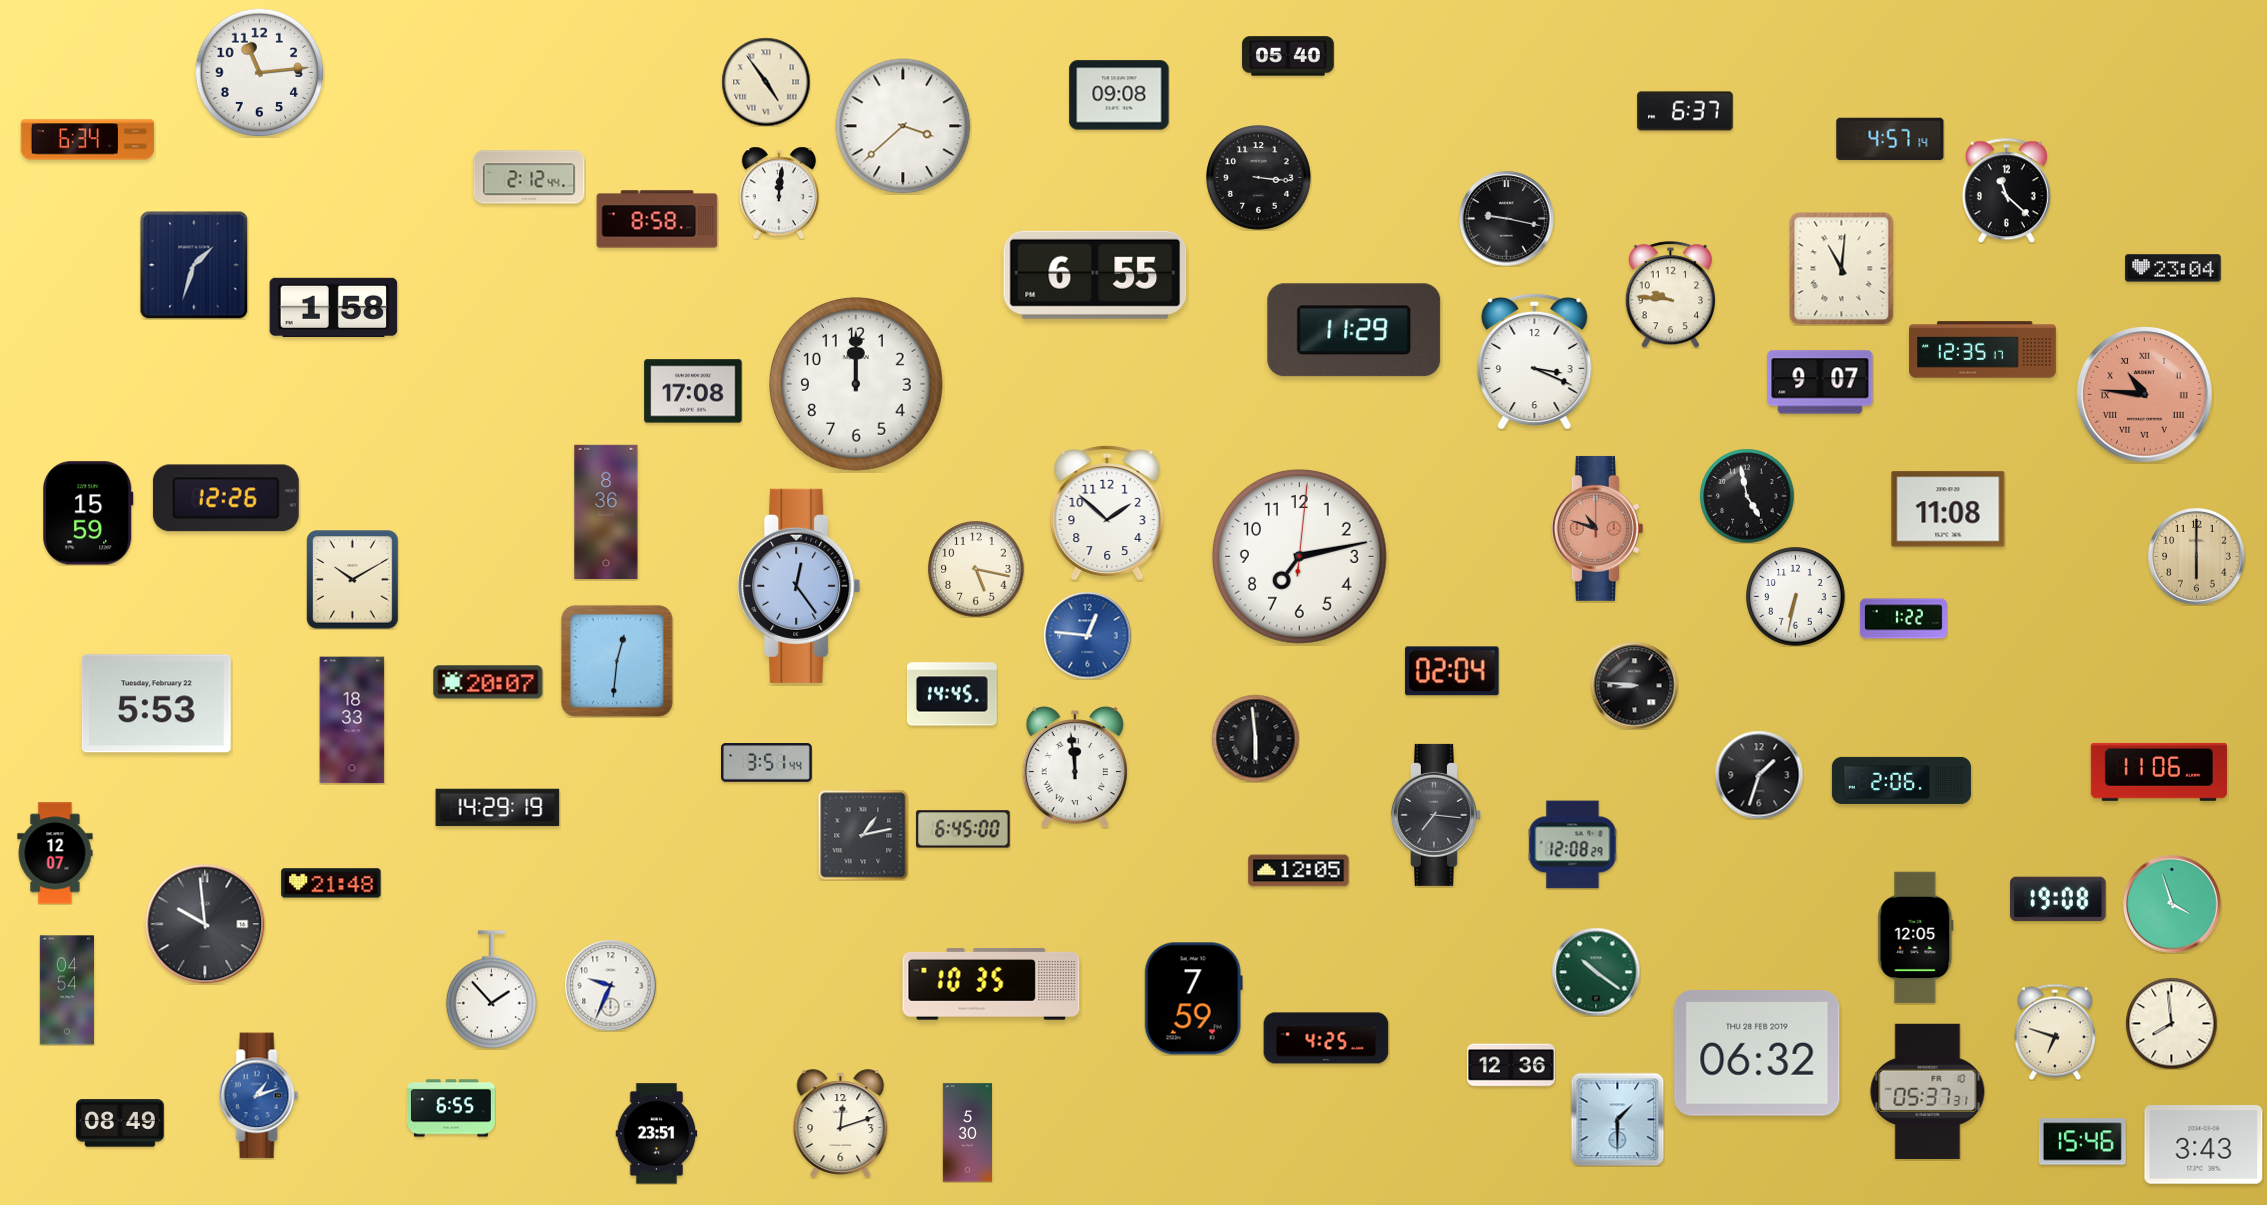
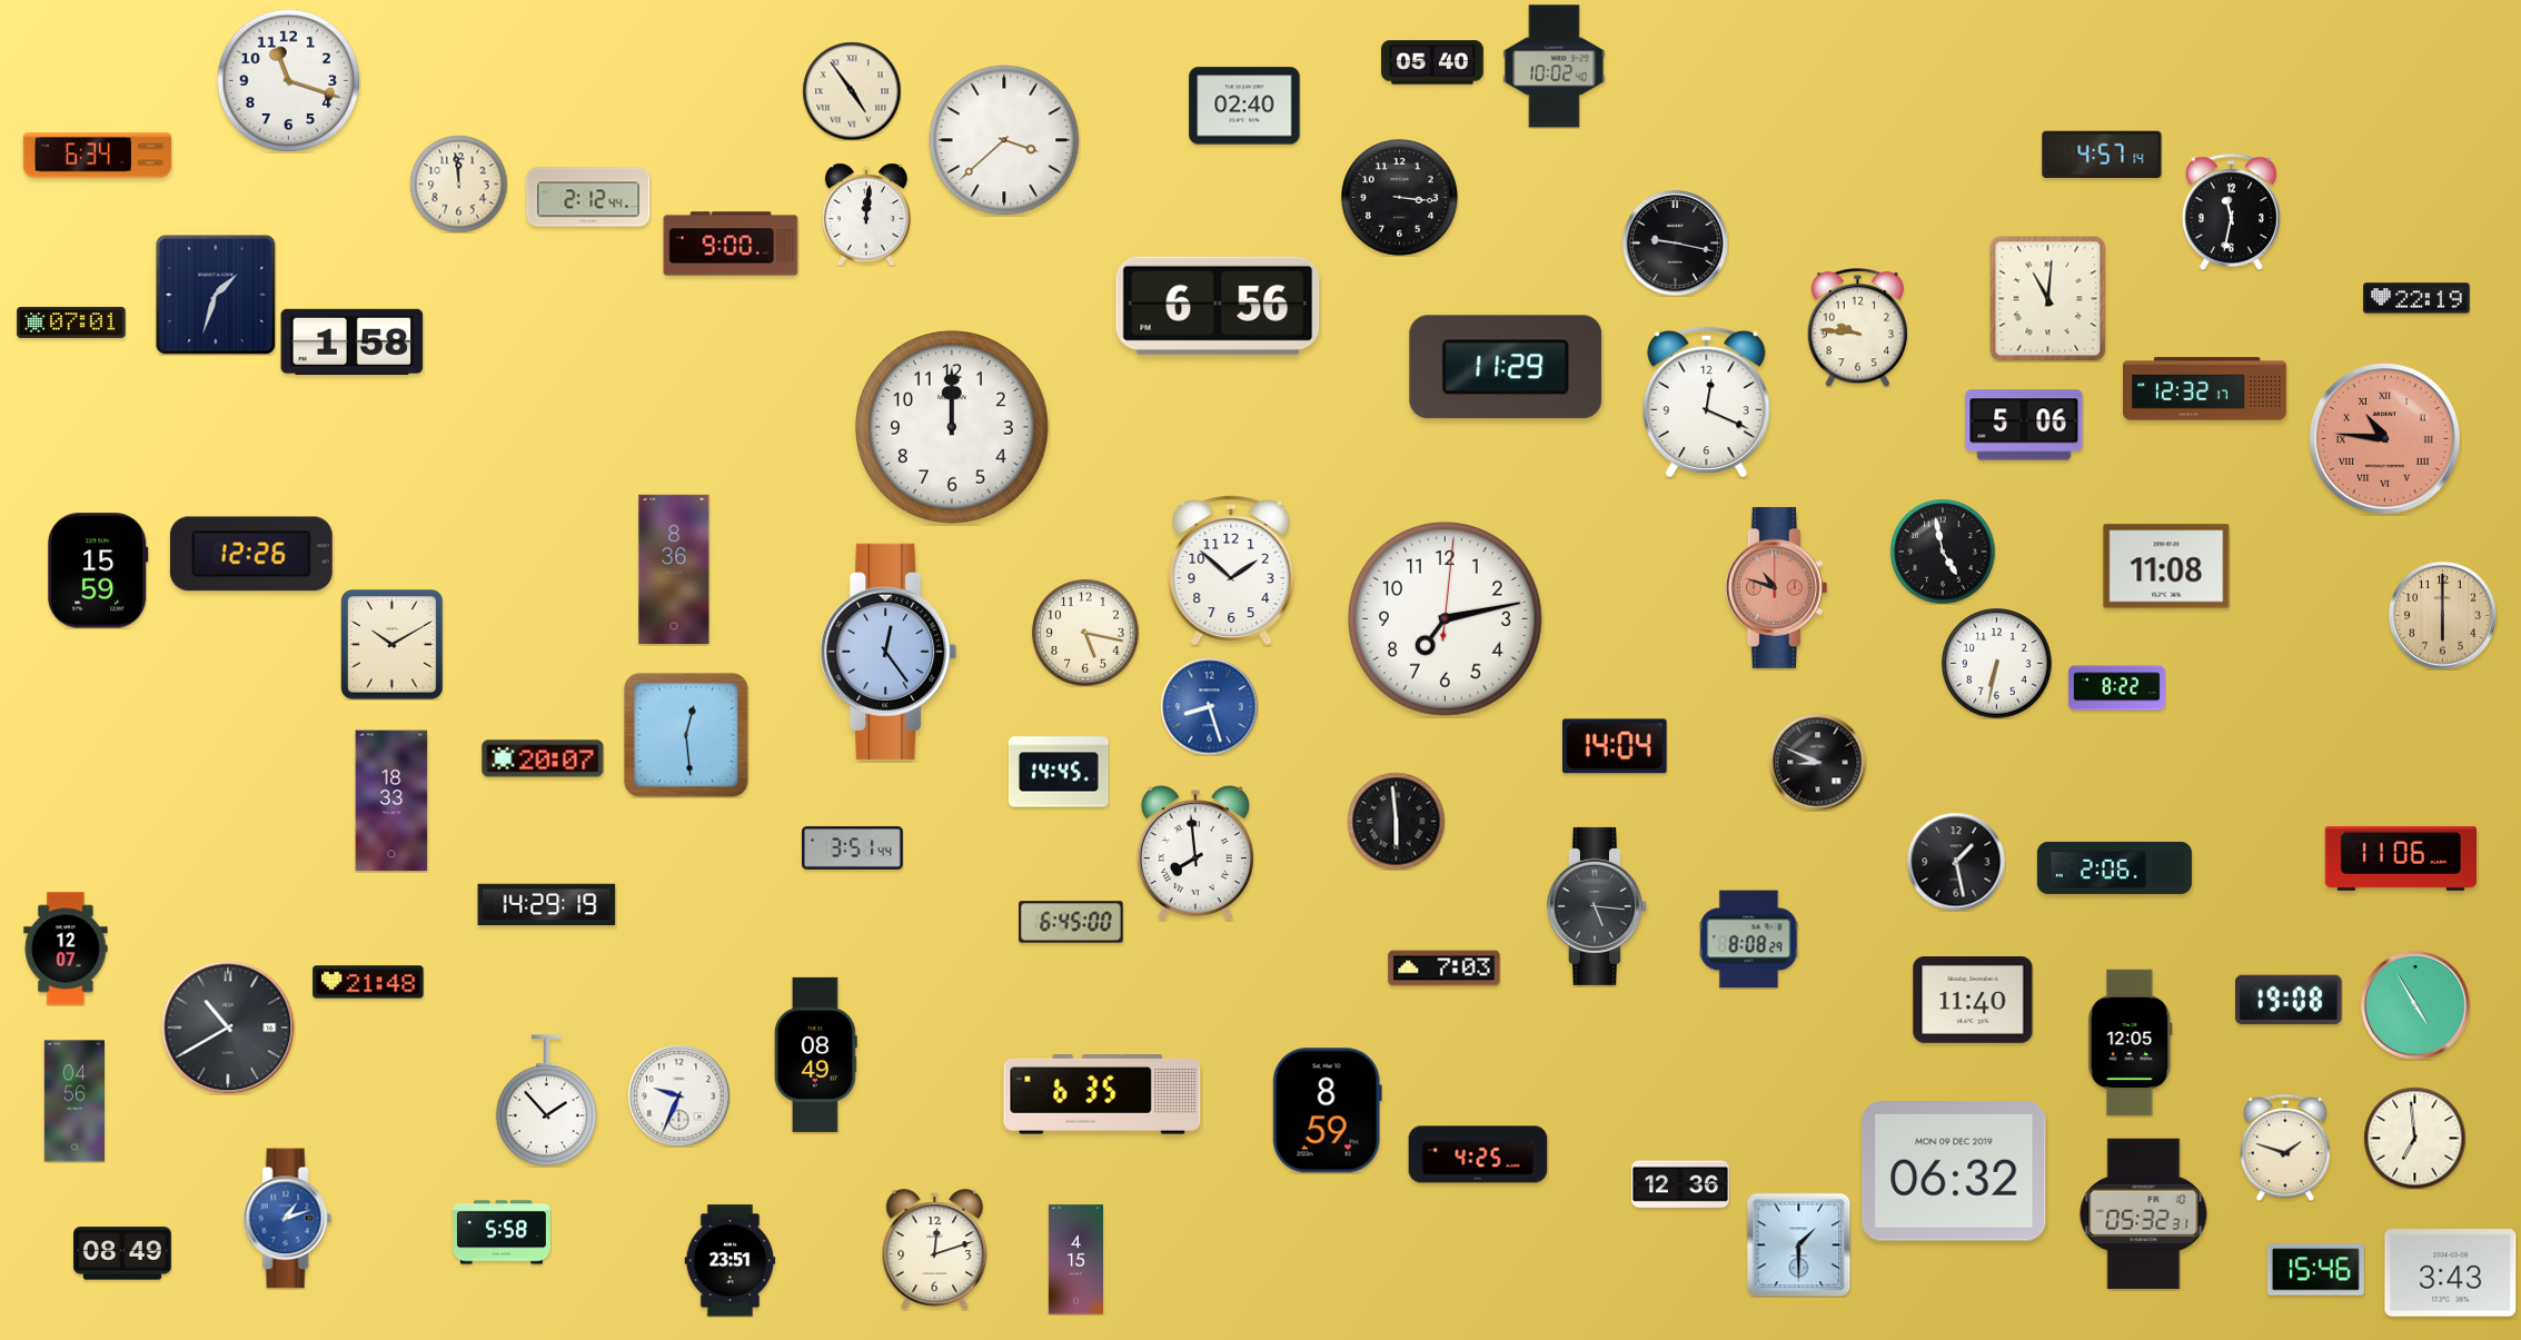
clock at (1555, 67): none -> 10:02
clock at (259, 72): 11:14 -> 11:18
clock at (1119, 95): 09:08 -> 02:40
clock at (1685, 111): 6:37 -> none
clock at (458, 183): none -> 11:59
clock at (2006, 190): 11:22 -> 11:32
clock at (657, 219): 8:58 -> 9:00
clock at (2173, 268): 23:04 -> 22:19
clock at (1095, 275): 6:55 -> 6:56
clock at (71, 322): none -> 07:01
clock at (334, 307) position: (334, 307) -> (353, 341)
clock at (1983, 350): 12:35 -> 12:32
clock at (1535, 361): 3:19 -> 12:19
clock at (1820, 382): 9:07 -> 5:06
clock at (693, 391): 17:08 -> none
clock at (2197, 557) position: (2197, 557) -> (2443, 616)
clock at (1903, 619): 1:22 -> 8:22
clock at (1087, 635): 12:46 -> 8:27
clock at (617, 661): 12:31 -> 12:29
clock at (1452, 671): 02:04 -> 14:04
clock at (1634, 685): 8:46 -> 8:49
clock at (156, 704): 5:53 -> none
clock at (1075, 767): 11:59 -> 7:59
clock at (1759, 775): 1:33 -> 1:28
clock at (498, 808) position: (498, 808) -> (547, 905)
clock at (1436, 815): 7:16 -> 5:16
clock at (863, 835): 1:13 -> none
clock at (1572, 845): 12:08 -> 8:08
clock at (55, 853) position: (55, 853) -> (66, 949)
clock at (1299, 871): 12:05 -> 7:03
clock at (1973, 1001): none -> 11:40
clock at (2173, 905): 3:57 -> 4:55
clock at (205, 924): 9:59 -> 10:40
clock at (815, 1054): none -> 08:49
clock at (1596, 972): 10:21 -> none
clock at (991, 984): 10:35 -> 6:35
clock at (67, 990): 04:54 -> 04:56
clock at (1193, 999): 7:59 -> 8:59
clock at (2171, 1023): 7:59 -> 6:59
clock at (2055, 1032): 6:48 -> 1:48
clock at (1326, 1038) position: (1326, 1038) -> (1478, 1154)
clock at (1757, 1053) date: THU 28 FEB 2019 -> MON 09 DEC 2019
clock at (1928, 1091): 05:37 -> 05:32
clock at (451, 1108): 6:55 -> 5:58
clock at (120, 1123) position: (120, 1123) -> (122, 1253)
clock at (967, 1133): 5:30 -> 4:15
